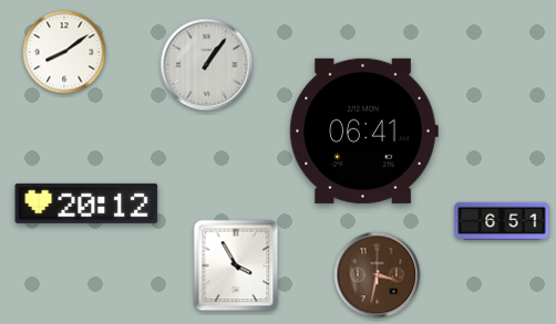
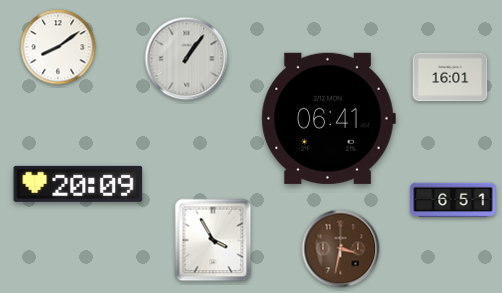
clock at (450, 77): none -> 16:01
clock at (86, 203): 20:12 -> 20:09
